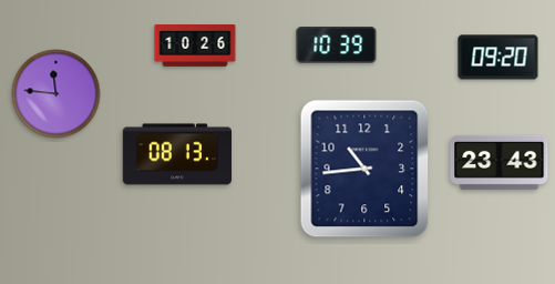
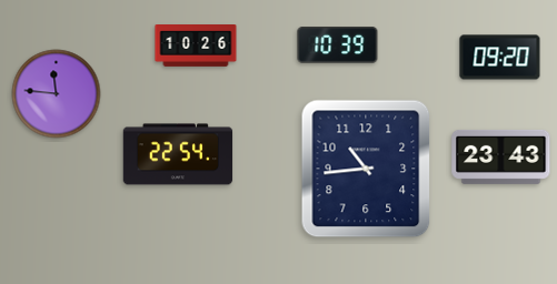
clock at (177, 154): 08:13 -> 22:54
clock at (500, 162) position: (500, 162) -> (501, 156)
